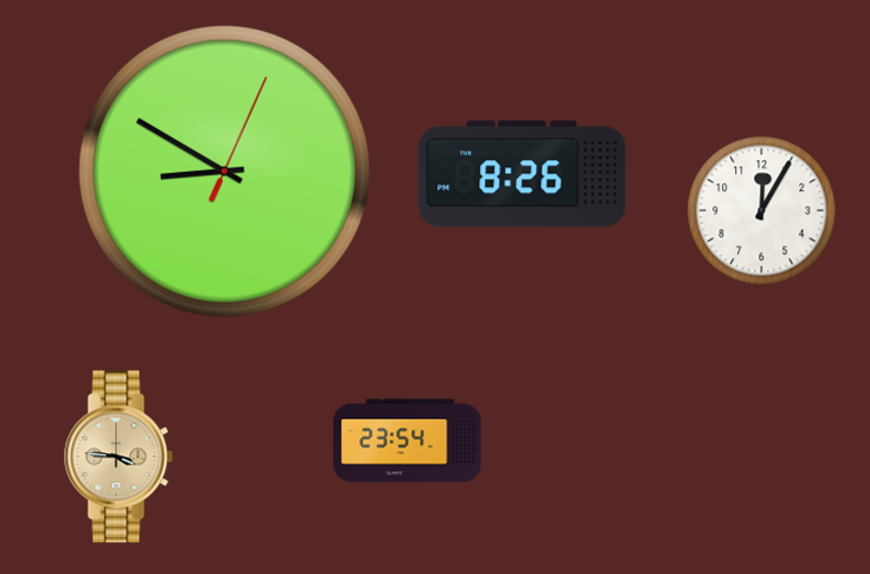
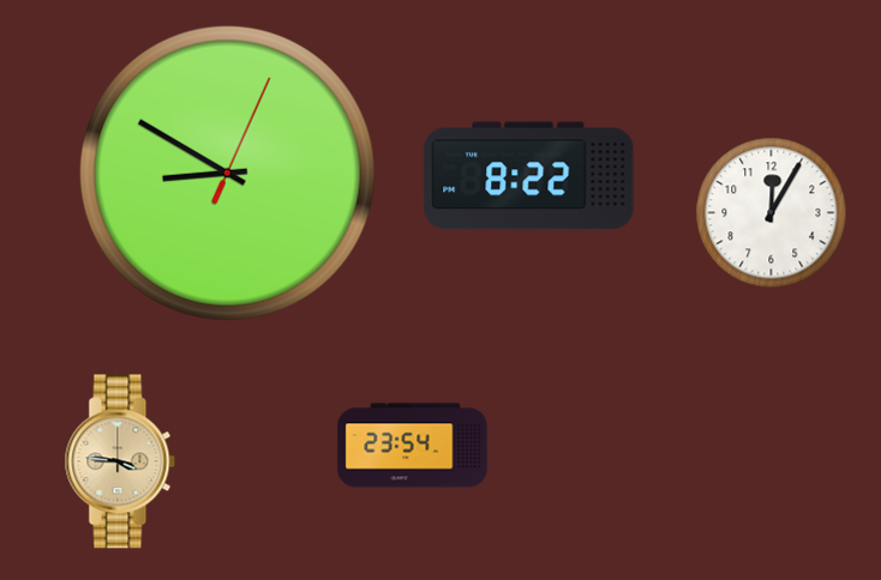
clock at (523, 174): 8:26 -> 8:22
